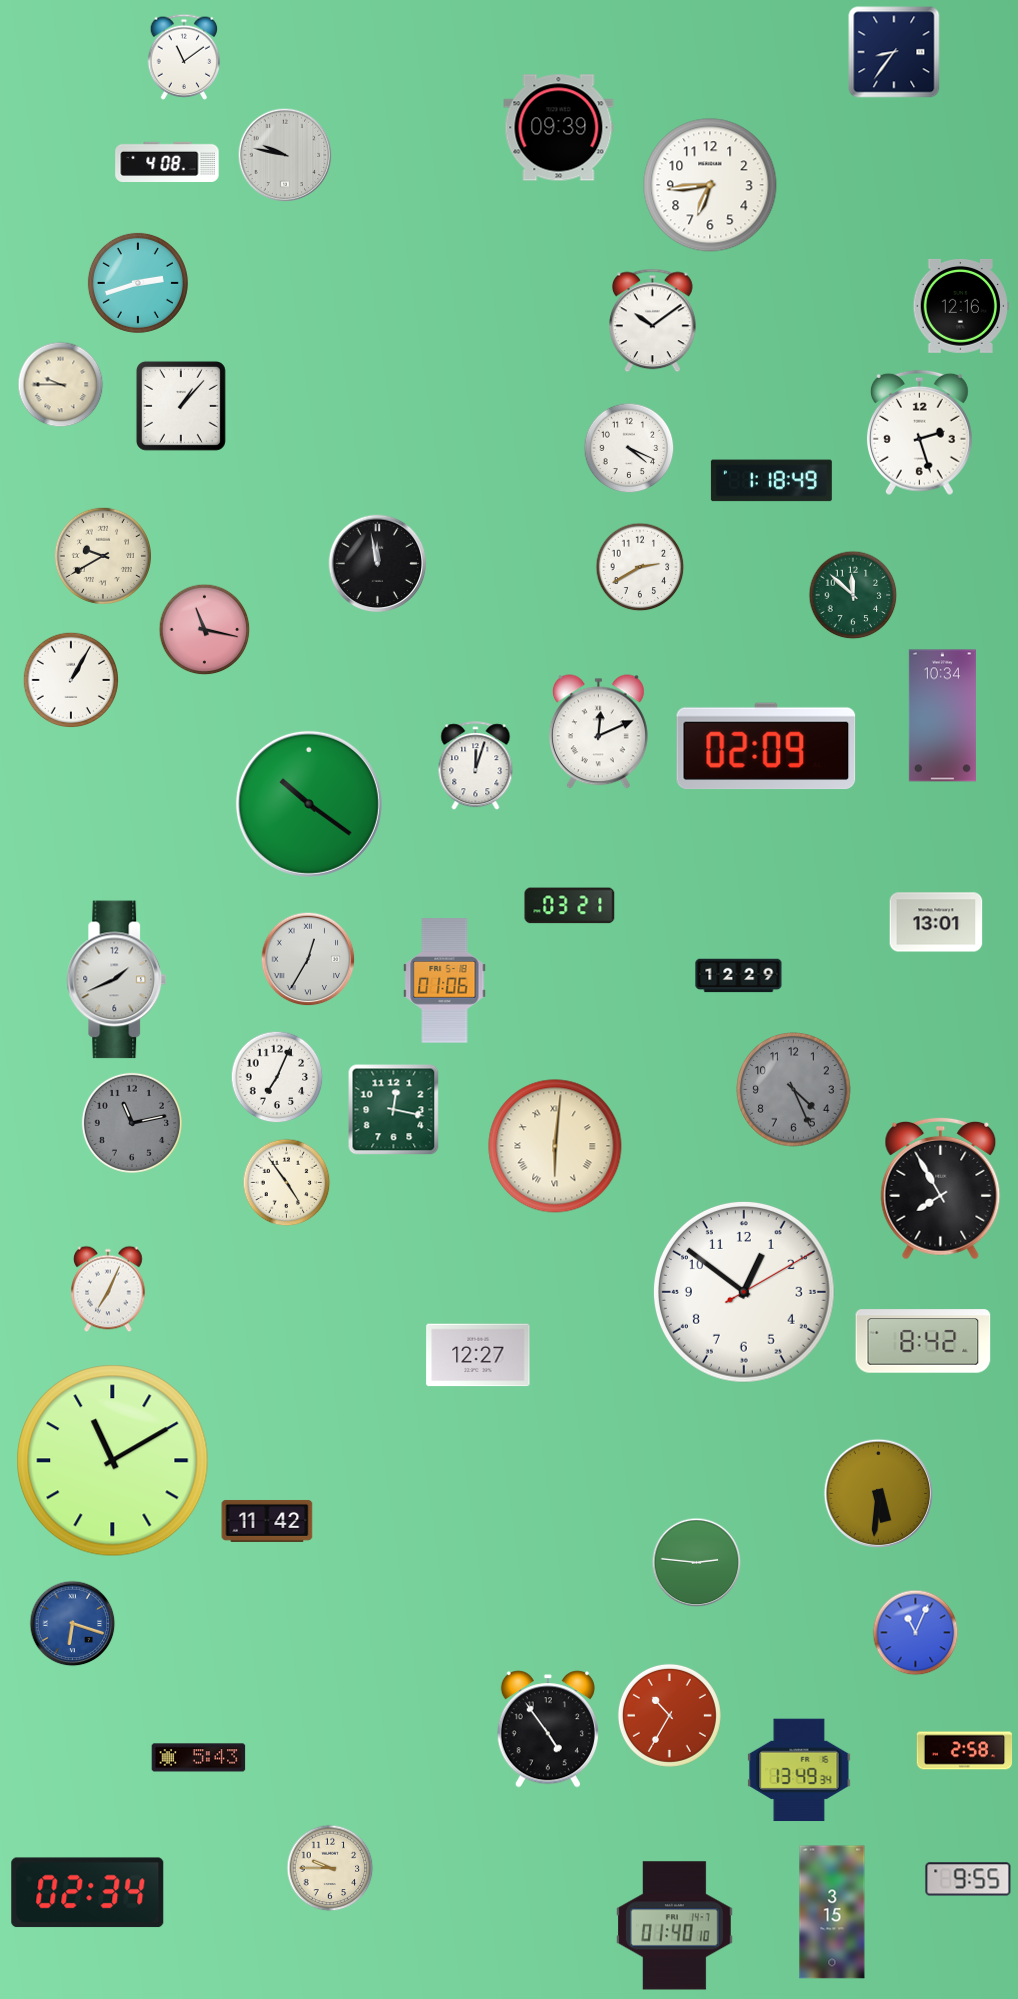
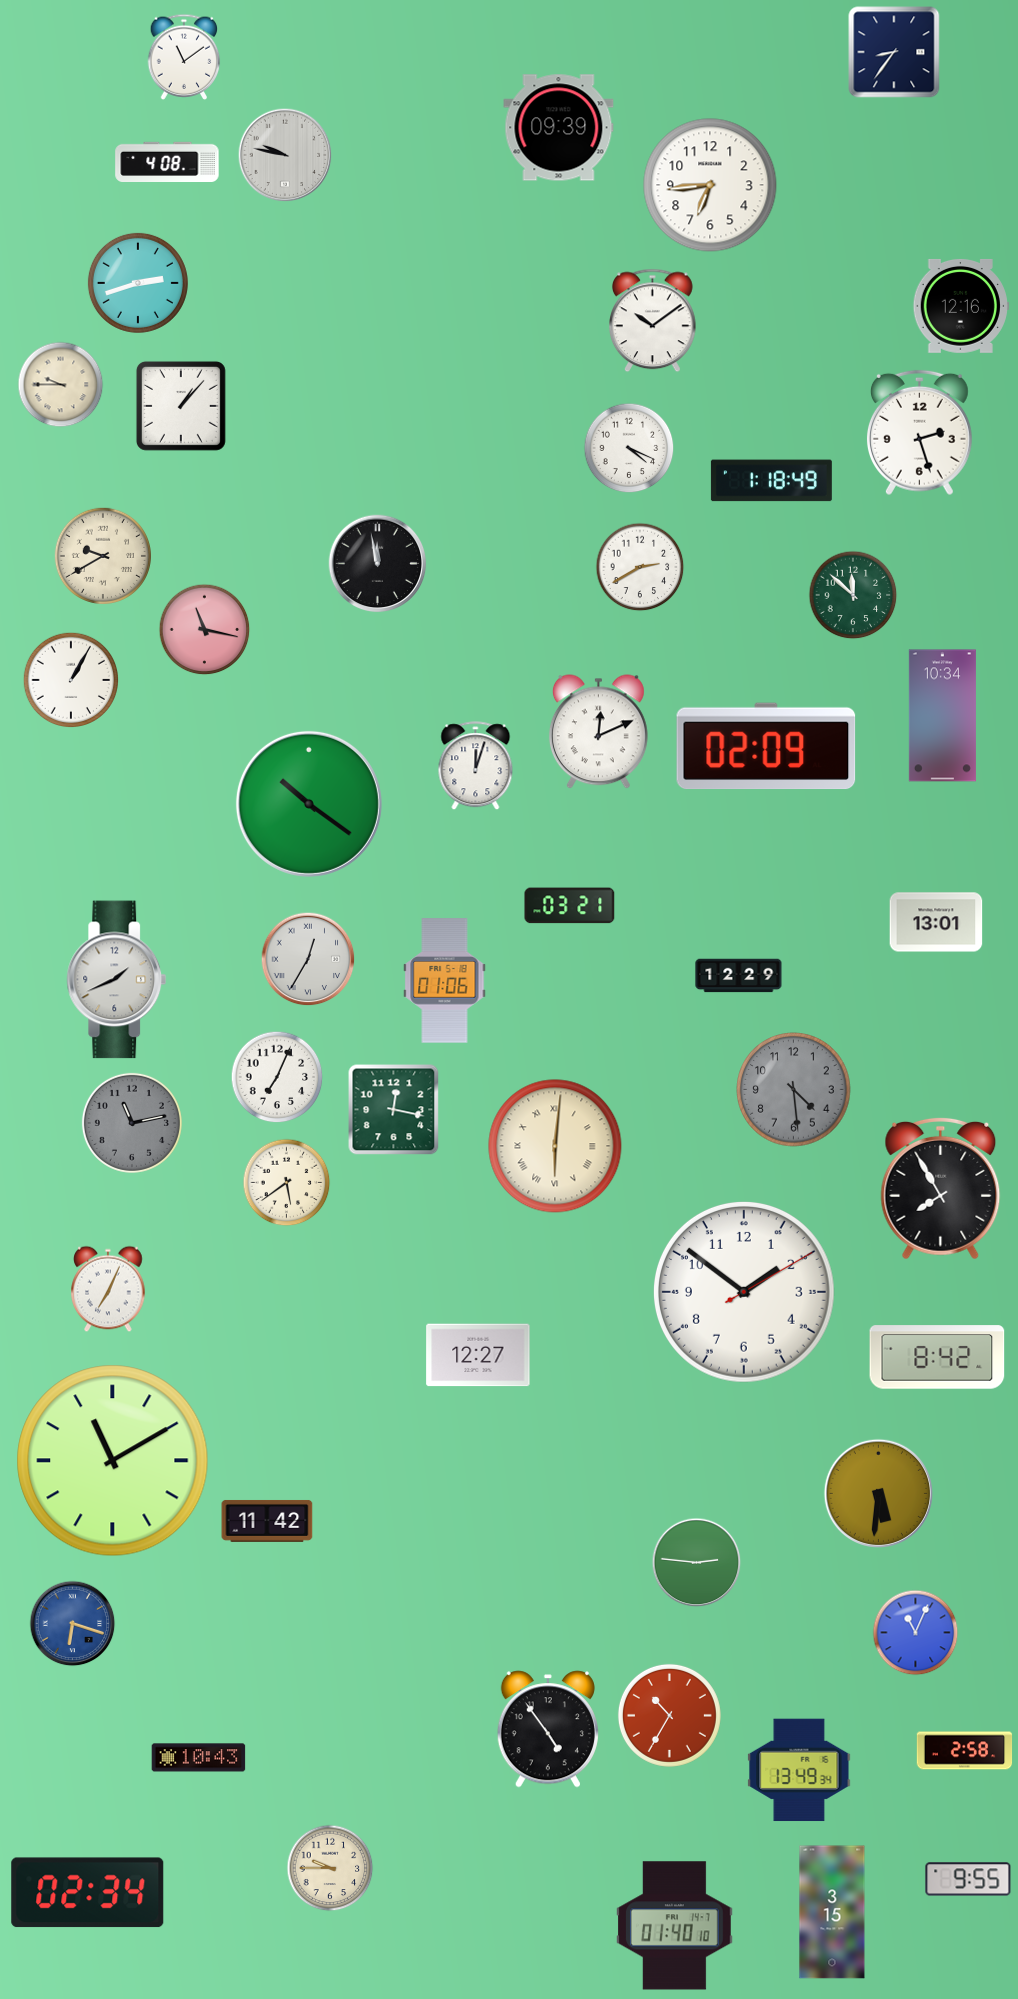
clock at (794, 1090): 4:26 -> 4:29
clock at (287, 1183): 4:54 -> 5:39
clock at (744, 1292): 12:51 -> 1:51
clock at (923, 1341) position: (923, 1341) -> (937, 1357)
clock at (199, 1758): 5:43 -> 10:43
